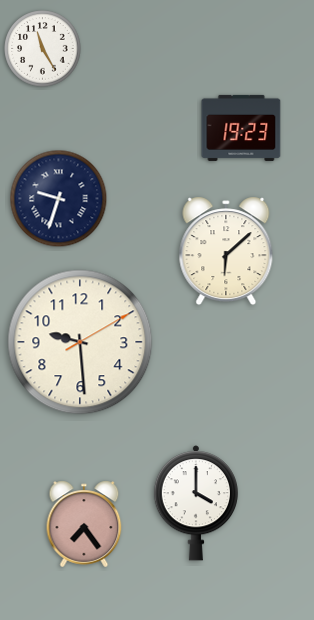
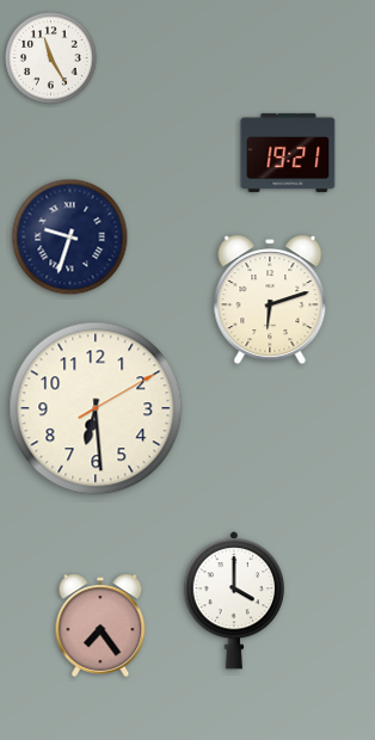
clock at (241, 128): 19:23 -> 19:21
clock at (226, 251): 6:08 -> 6:12
clock at (80, 342): 9:29 -> 6:29
